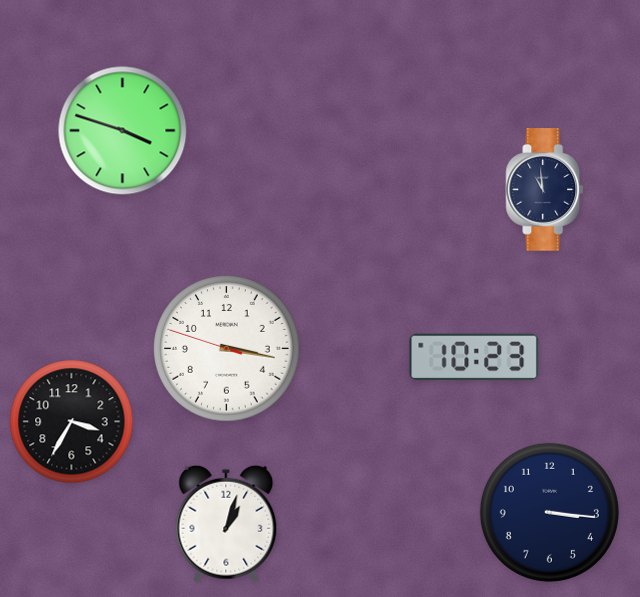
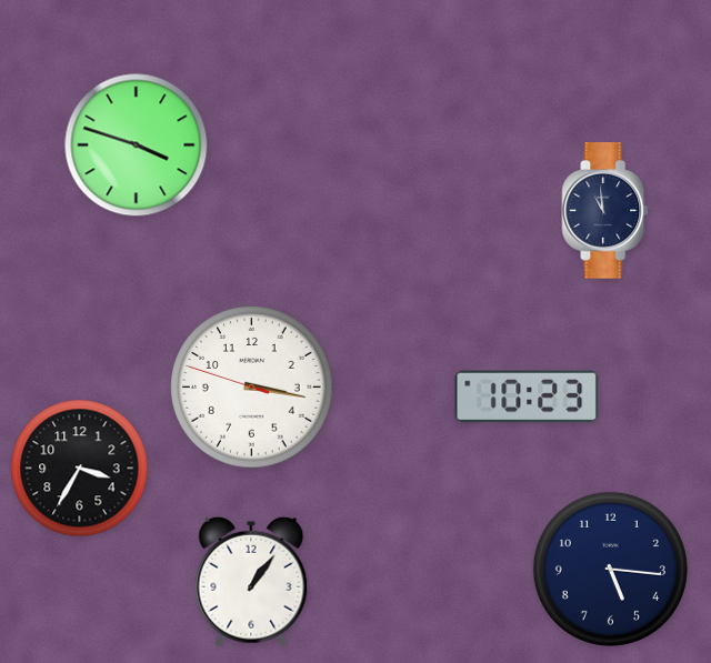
clock at (549, 512): 3:16 -> 5:16
clock at (226, 524): 1:03 -> 1:06
